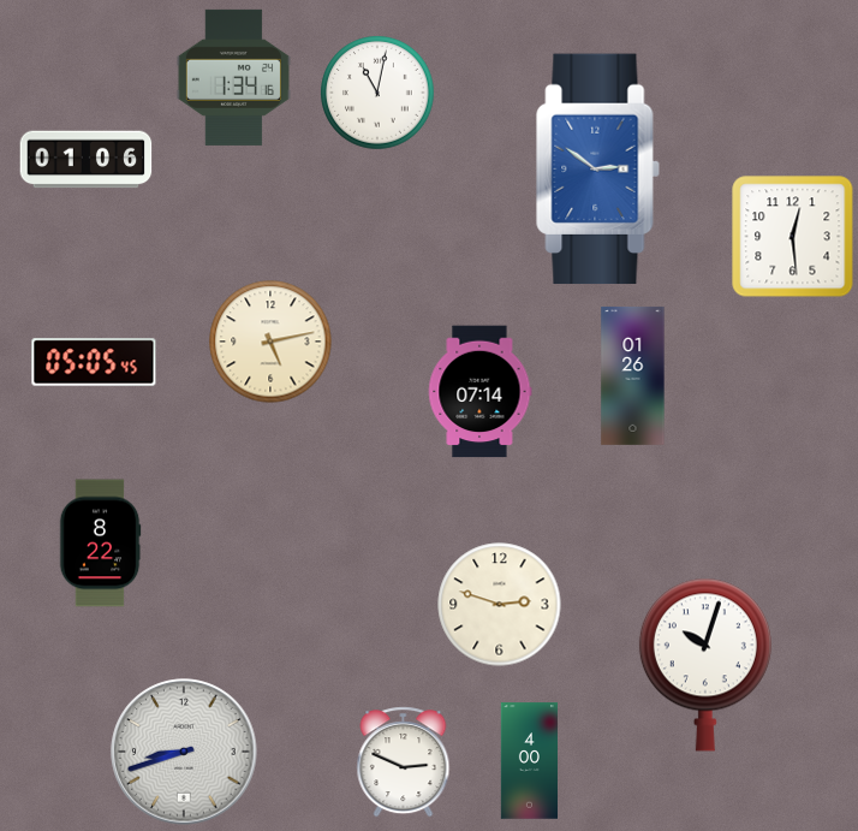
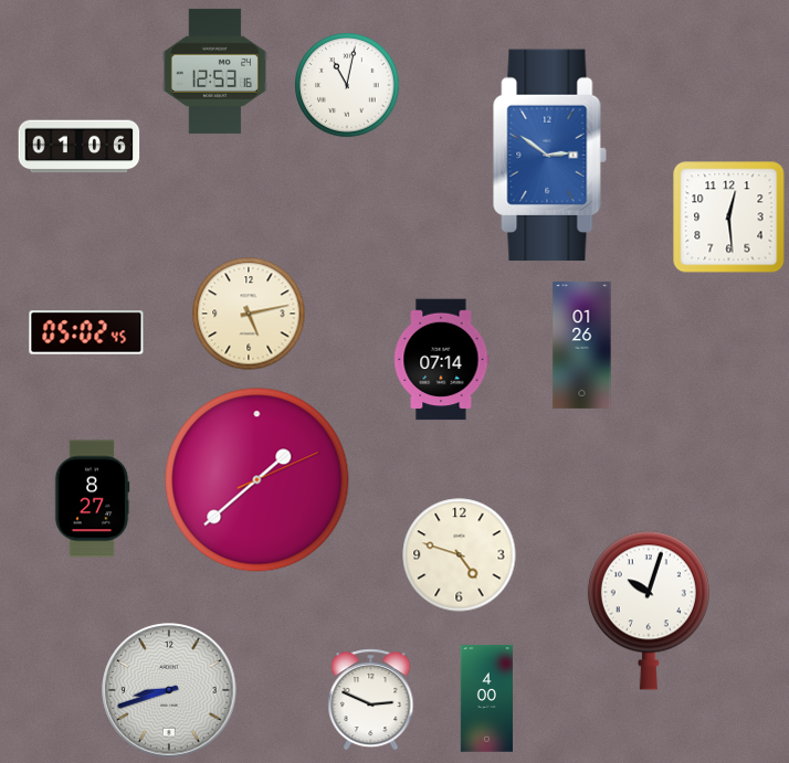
clock at (233, 77): 1:34 -> 12:53
clock at (94, 362): 05:05 -> 05:02
clock at (257, 480): none -> 1:38
clock at (100, 544): 8:22 -> 8:27
clock at (500, 605): 2:48 -> 4:48
